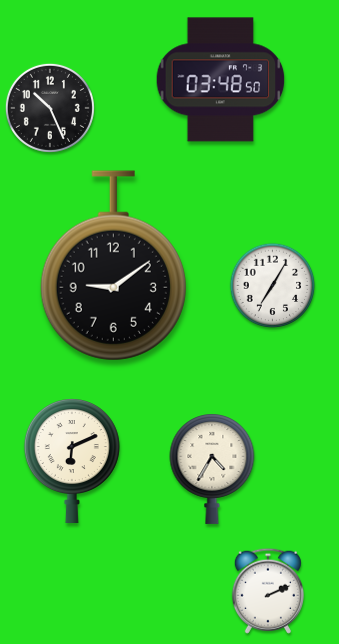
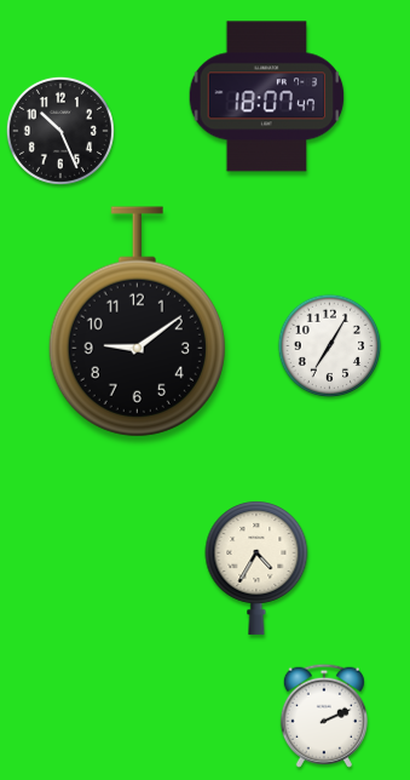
clock at (221, 80): 03:48 -> 18:07
clock at (72, 461): 6:11 -> none
